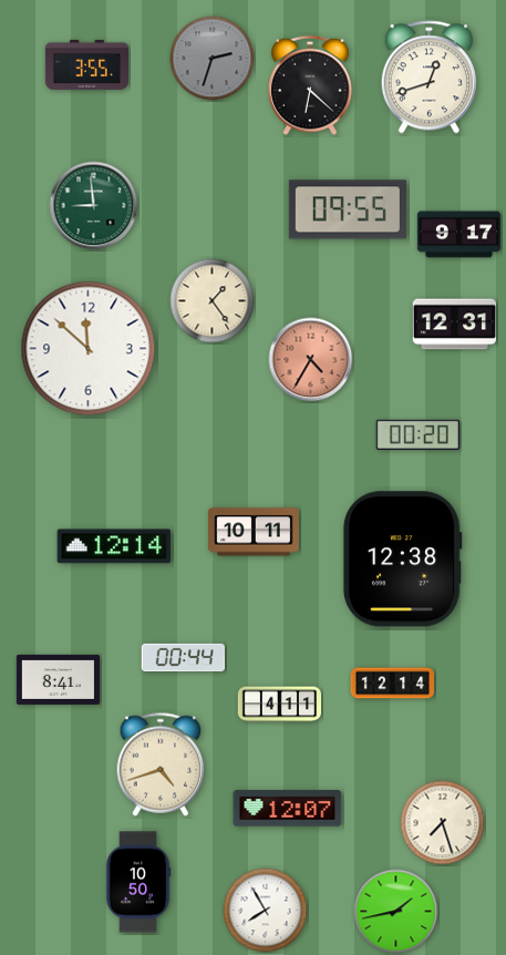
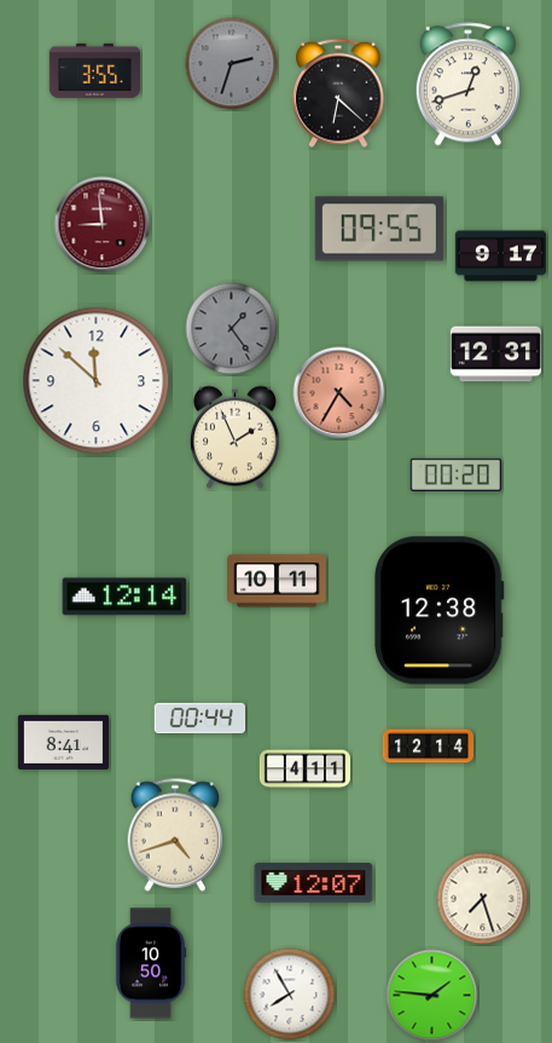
clock at (94, 206) dial: green -> burgundy
clock at (213, 301) dial: cream -> grey
clock at (236, 438): none -> 1:56
clock at (396, 912): 1:43 -> 1:46
